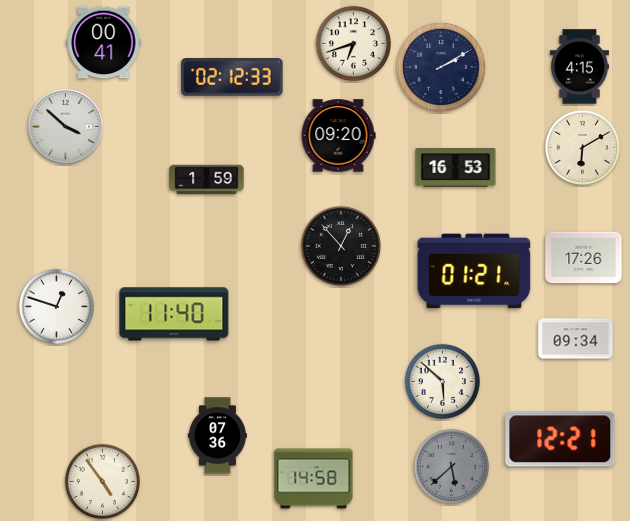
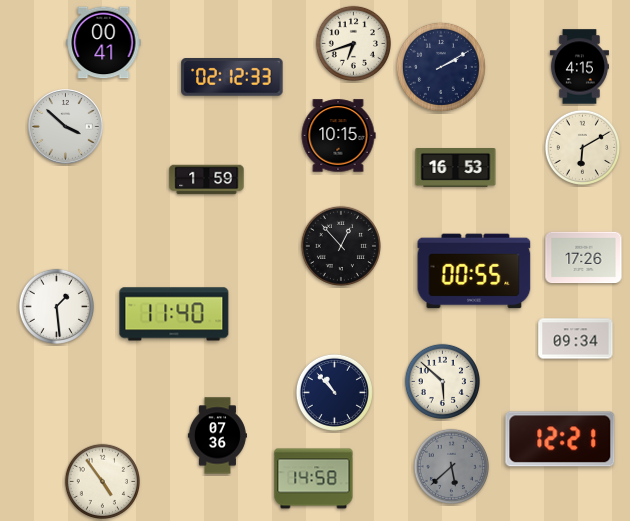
clock at (338, 136): 09:20 -> 10:15
clock at (474, 271): 01:21 -> 00:55
clock at (56, 306): 12:48 -> 1:29
clock at (334, 392): none -> 10:53
